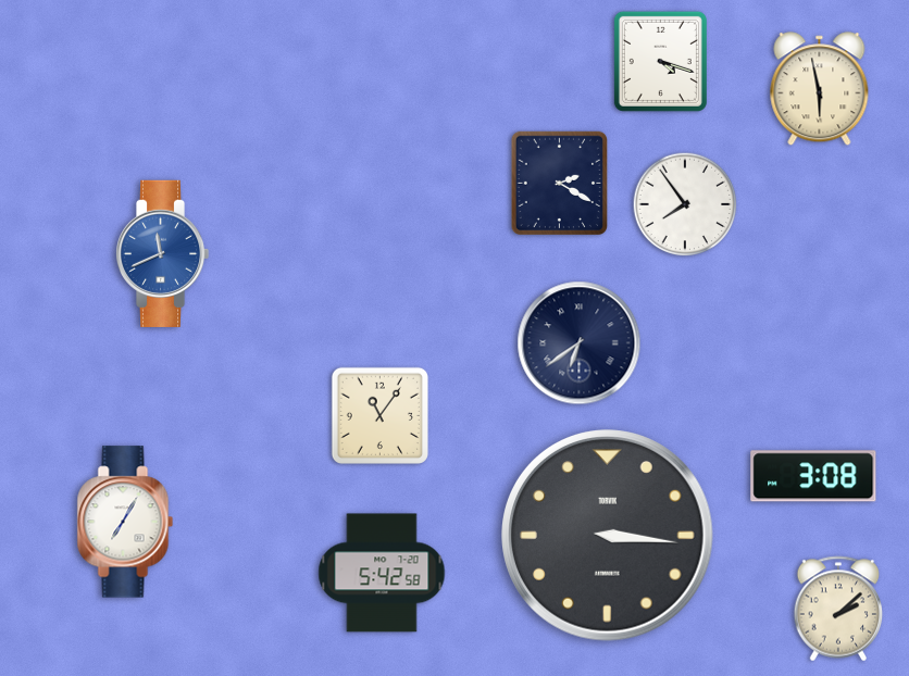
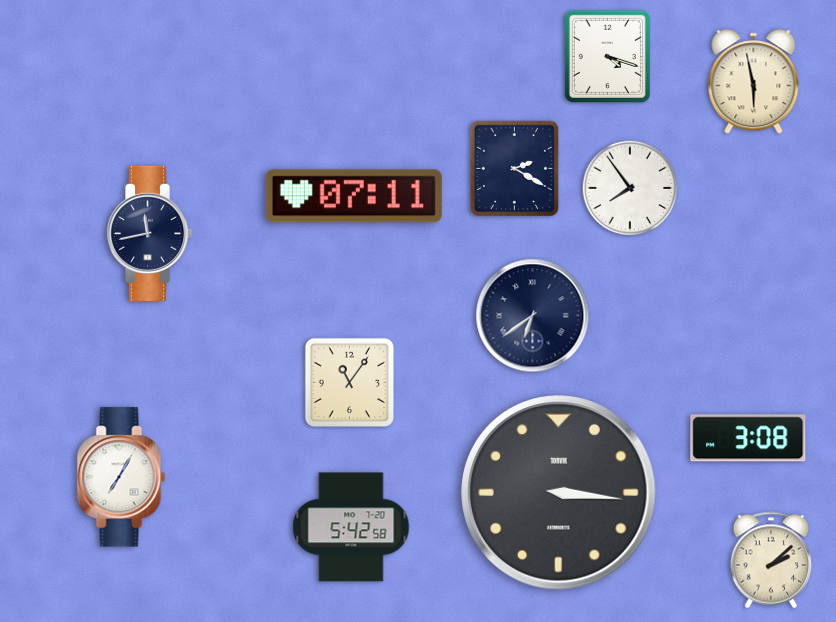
clock at (354, 196): none -> 07:11
clock at (162, 253): 11:41 -> 11:43
clock at (162, 253) dial: blue -> navy
clock at (125, 522) position: (125, 522) -> (121, 477)
